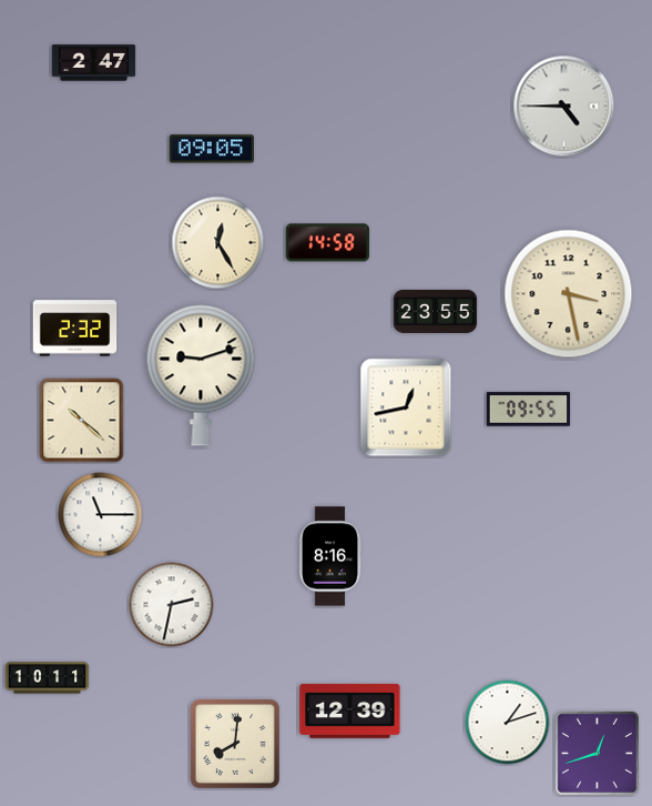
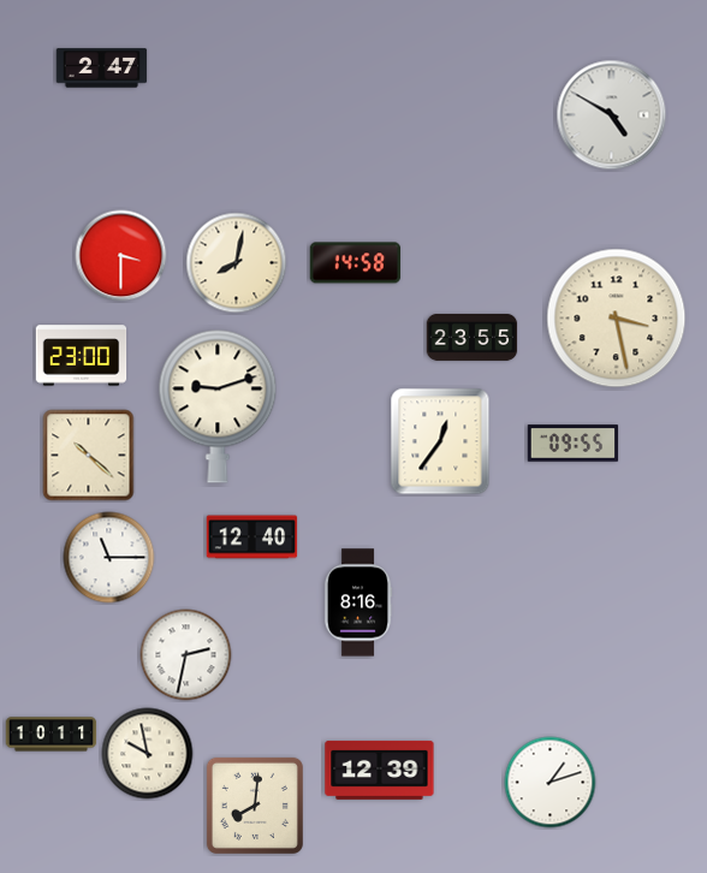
clock at (564, 107): 4:45 -> 4:50
clock at (211, 149): 09:05 -> none
clock at (121, 256): none -> 3:30
clock at (218, 243): 12:25 -> 8:02
clock at (75, 329): 2:32 -> 23:00
clock at (406, 407): 12:43 -> 12:36
clock at (252, 538): none -> 12:40
clock at (148, 754): none -> 9:58
clock at (597, 753): 12:42 -> none
